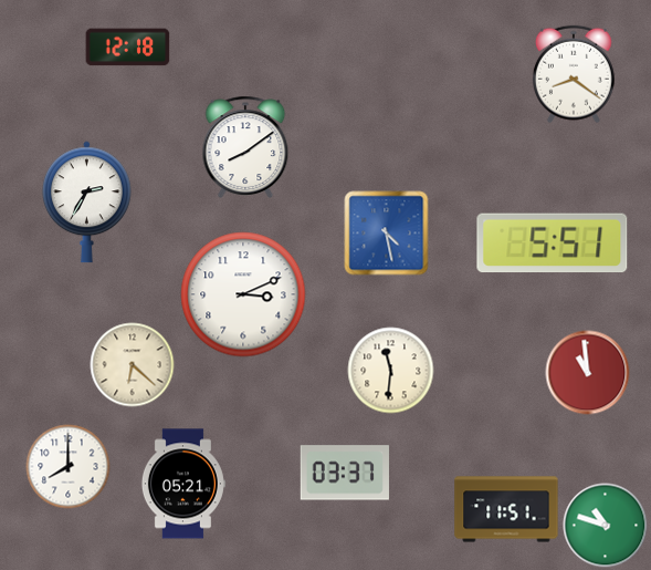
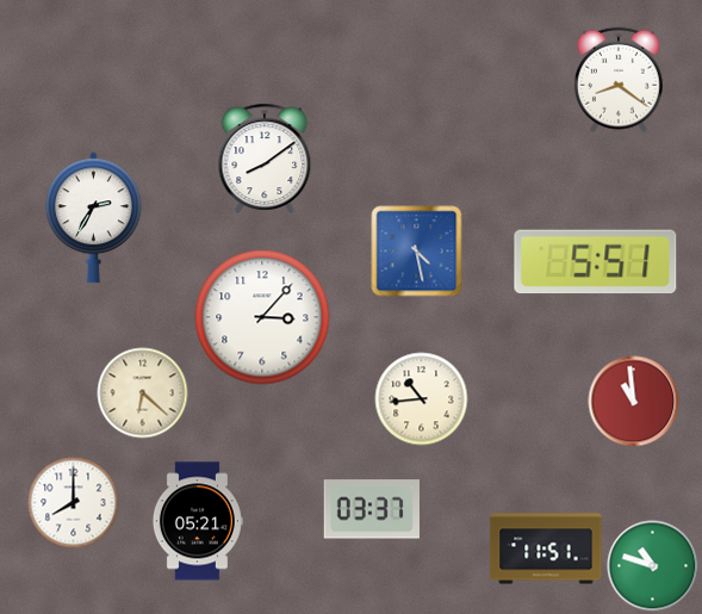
clock at (128, 48): 12:18 -> none
clock at (243, 294): 3:11 -> 3:07
clock at (391, 371): 11:31 -> 10:44
